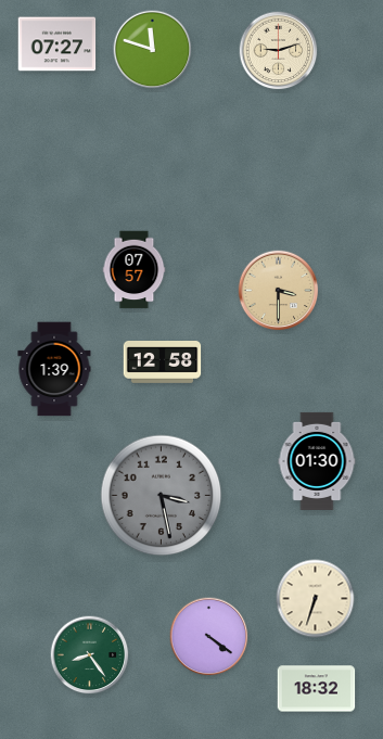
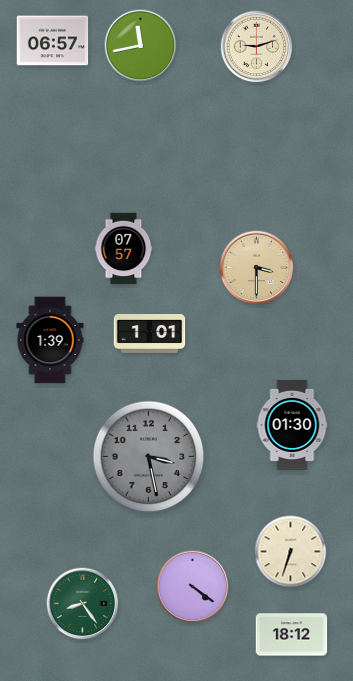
clock at (58, 44): 07:27 -> 06:57
clock at (153, 50): 11:48 -> 11:43
clock at (163, 362): 12:58 -> 1:01
clock at (317, 689): 18:32 -> 18:12
